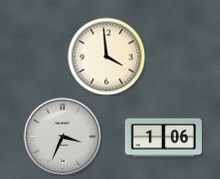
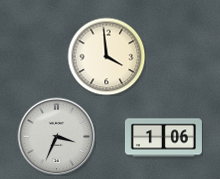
clock at (62, 136) position: (62, 136) -> (56, 136)
